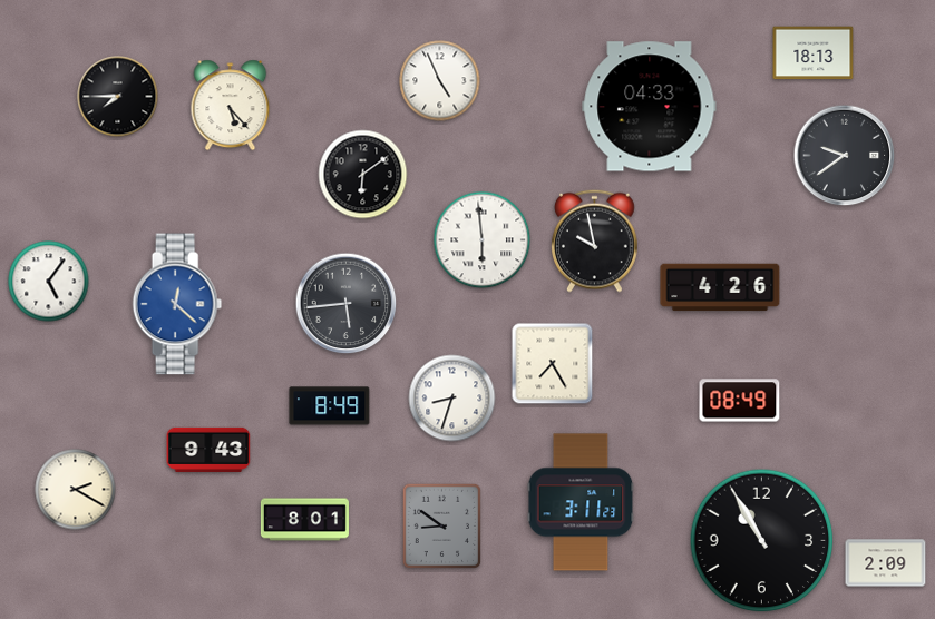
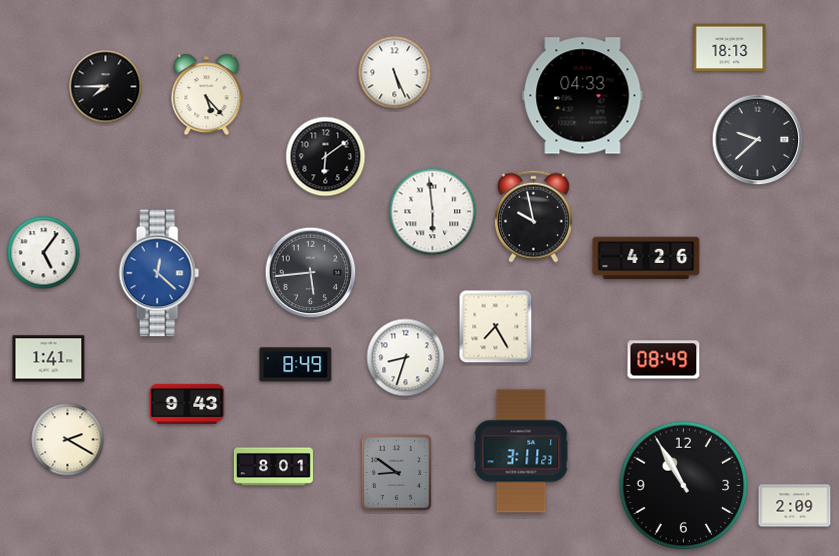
clock at (440, 81): 4:56 -> 5:26
clock at (845, 156): 9:39 -> 9:38
clock at (483, 240) position: (483, 240) -> (433, 212)
clock at (49, 359): none -> 1:41
